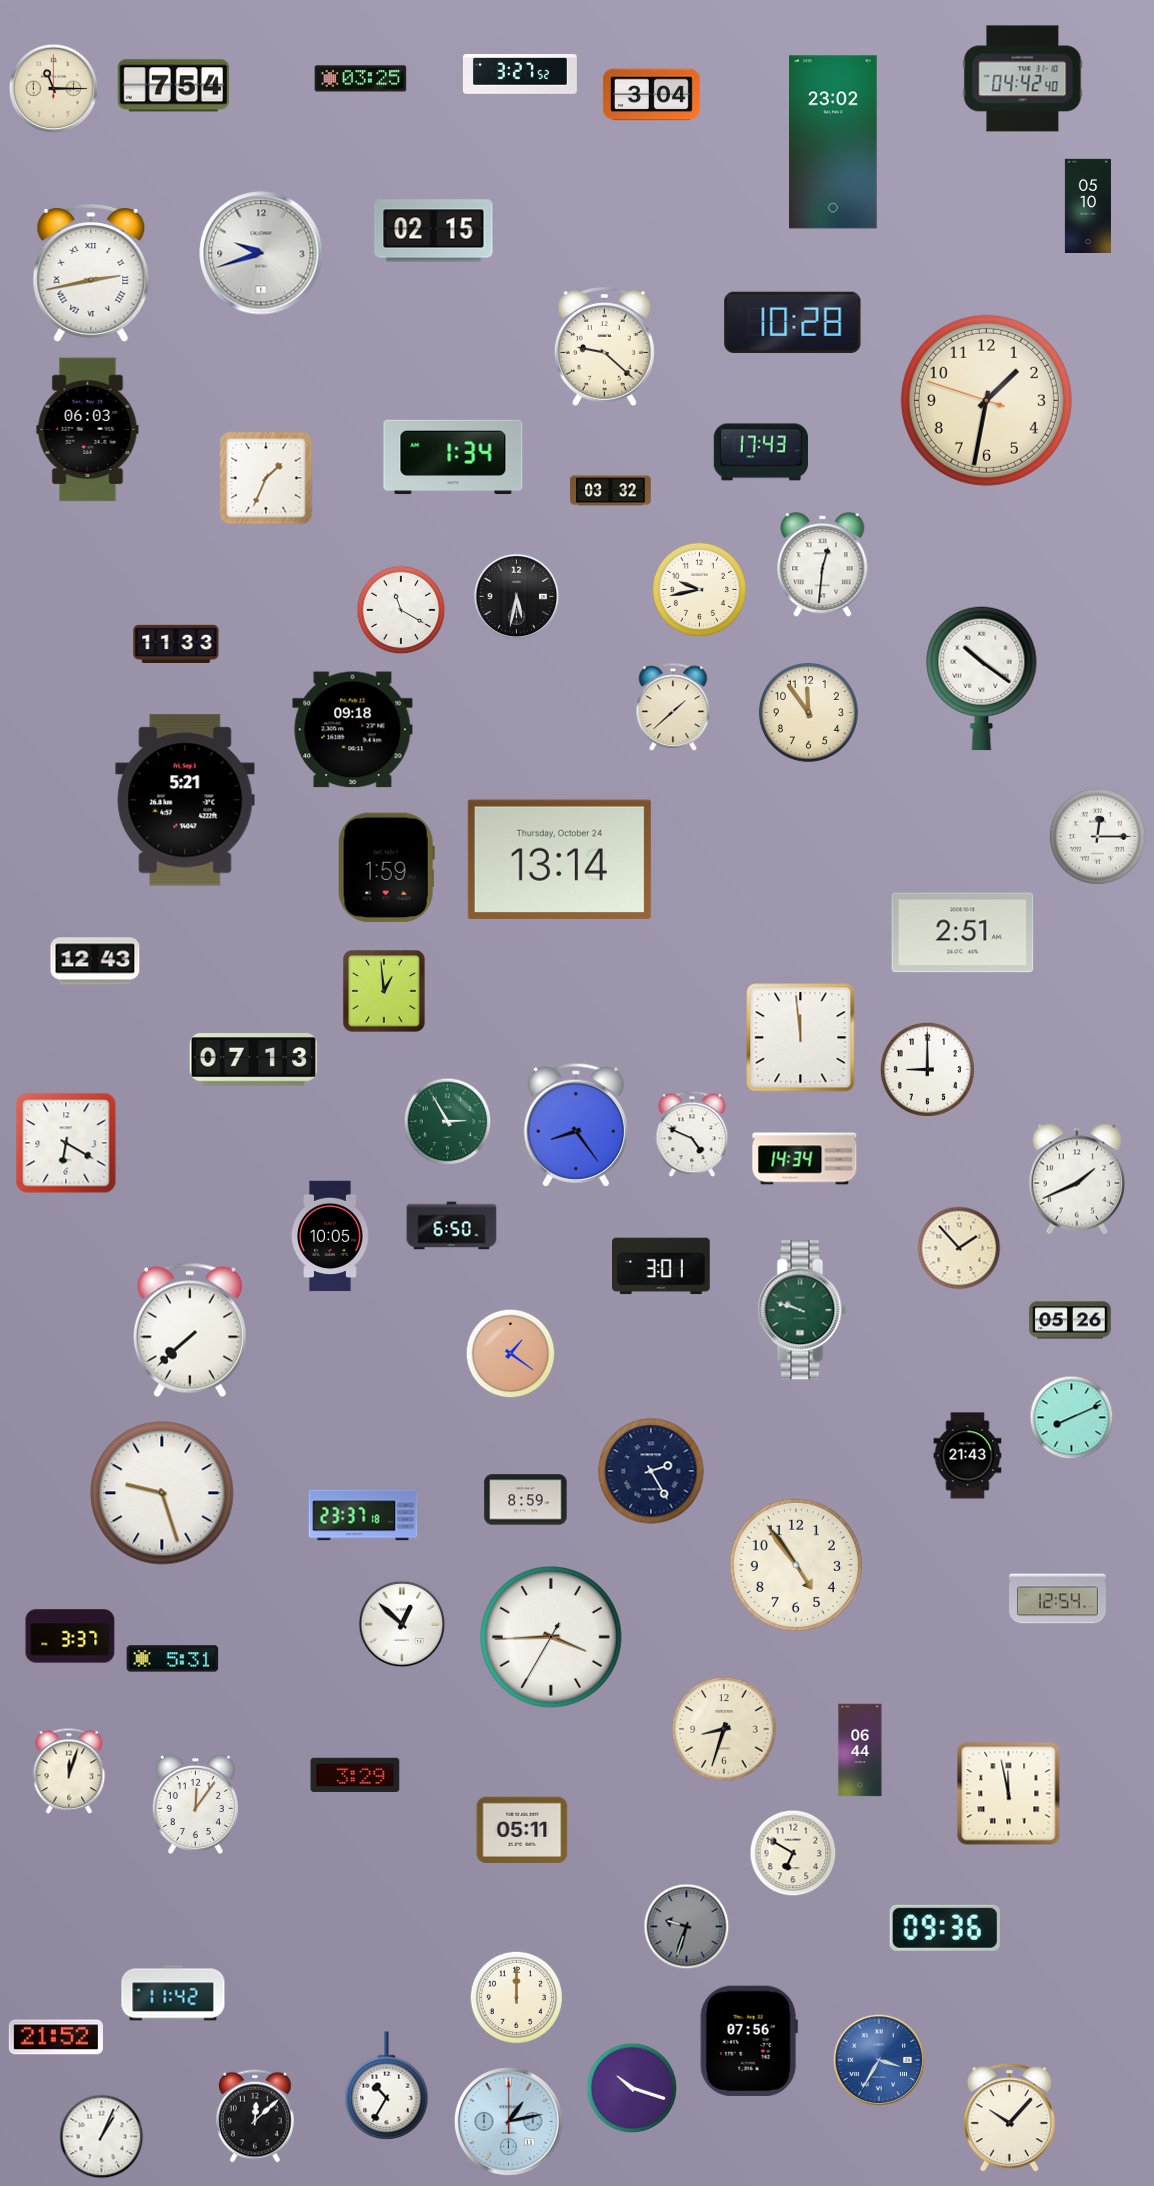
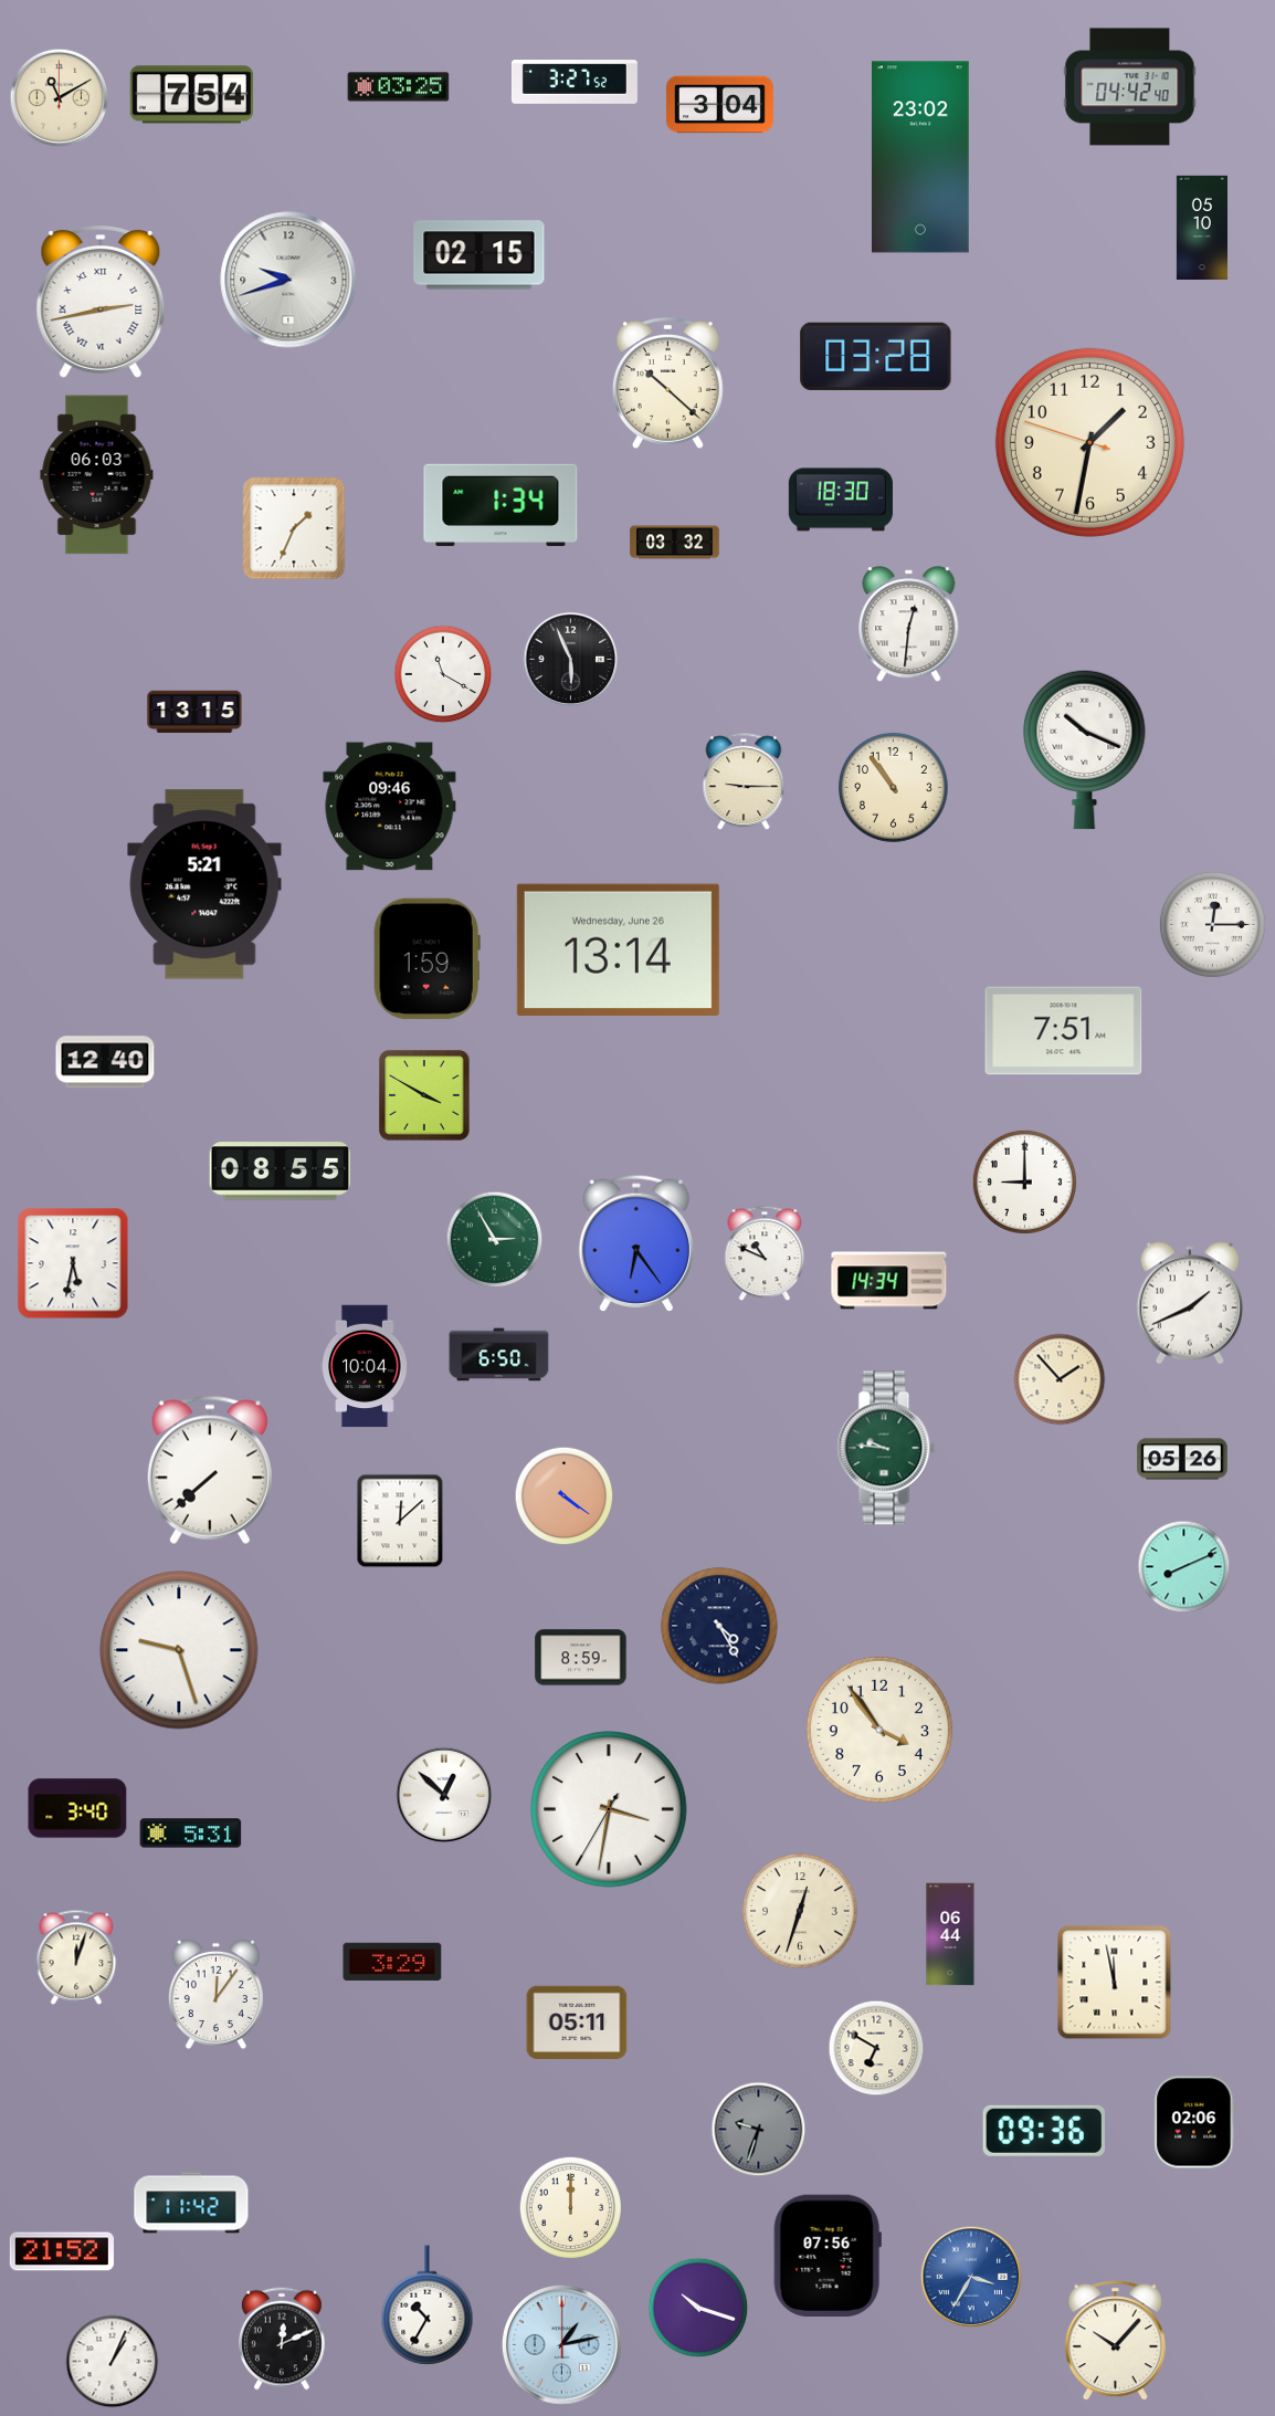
clock at (54, 89): 11:15 -> 11:10
clock at (793, 322): 10:28 -> 03:28
clock at (604, 347): 9:22 -> 10:22
clock at (761, 452): 17:43 -> 18:30
clock at (699, 589): 9:43 -> none
clock at (517, 597): 5:32 -> 5:56
clock at (176, 644): 11:33 -> 13:15
clock at (982, 678): 10:21 -> 10:19
clock at (673, 708): 1:38 -> 9:15
clock at (809, 713): 11:54 -> 10:54
clock at (353, 730): 09:18 -> 09:46
clock at (559, 859) date: Thursday, October 24 -> Wednesday, June 26
clock at (963, 933): 2:51 -> 7:51
clock at (95, 961): 12:43 -> 12:40
clock at (385, 992): 12:59 -> 3:50
clock at (801, 1038): 11:59 -> none
clock at (254, 1060): 07:13 -> 08:55
clock at (575, 1124): 8:24 -> 6:24
clock at (692, 1134): 4:49 -> 10:49
clock at (66, 1143): 6:20 -> 5:32
clock at (330, 1236): 10:05 -> 10:04
clock at (662, 1266): 3:01 -> none
clock at (802, 1310): 9:48 -> 9:46
clock at (511, 1354): 1:21 -> 4:21
clock at (400, 1521): none -> 12:08
clock at (968, 1456): 21:43 -> none
clock at (651, 1471): 2:25 -> 4:25
clock at (363, 1515): 23:37 -> none
clock at (796, 1565): 4:54 -> 3:54
clock at (1058, 1599): 12:54 -> none
clock at (70, 1636): 3:37 -> 3:40
clock at (551, 1637): 3:44 -> 3:31
clock at (724, 1729): 8:33 -> 12:33
clock at (1194, 2122): none -> 02:06
clock at (256, 2116): 12:08 -> 12:11
